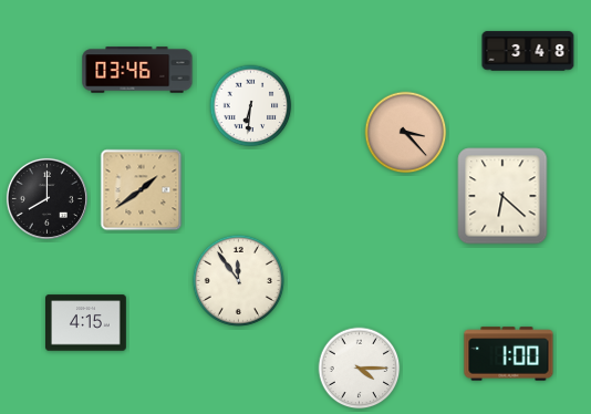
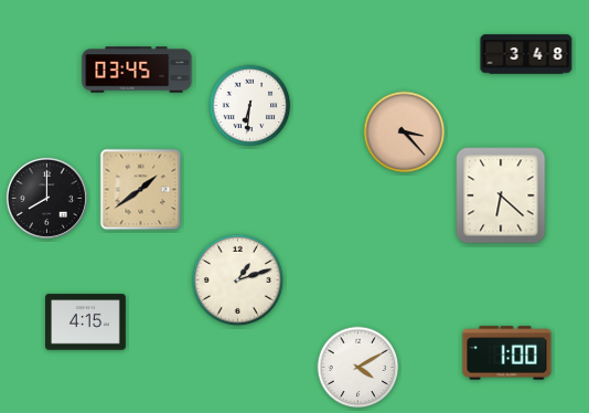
clock at (528, 51) position: (528, 51) -> (526, 54)
clock at (137, 70): 03:46 -> 03:45
clock at (238, 280): 11:54 -> 1:12
clock at (360, 369): 4:15 -> 4:10
